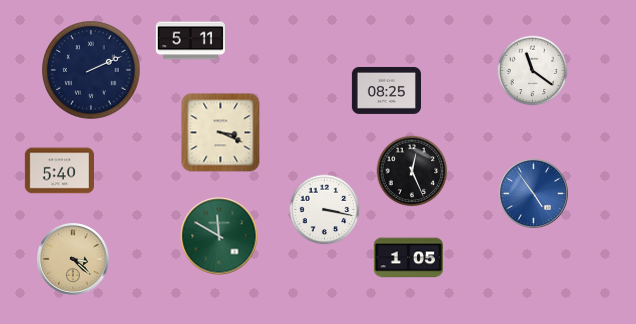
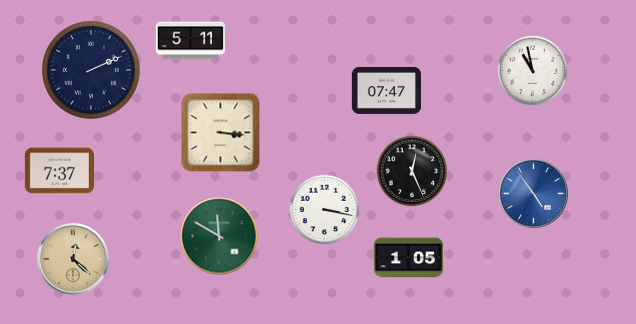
clock at (533, 71): 11:21 -> 10:58
clock at (386, 90): 08:25 -> 07:47
clock at (221, 133): 3:19 -> 3:16
clock at (59, 171): 5:40 -> 7:37
clock at (73, 259): 3:22 -> 12:22
